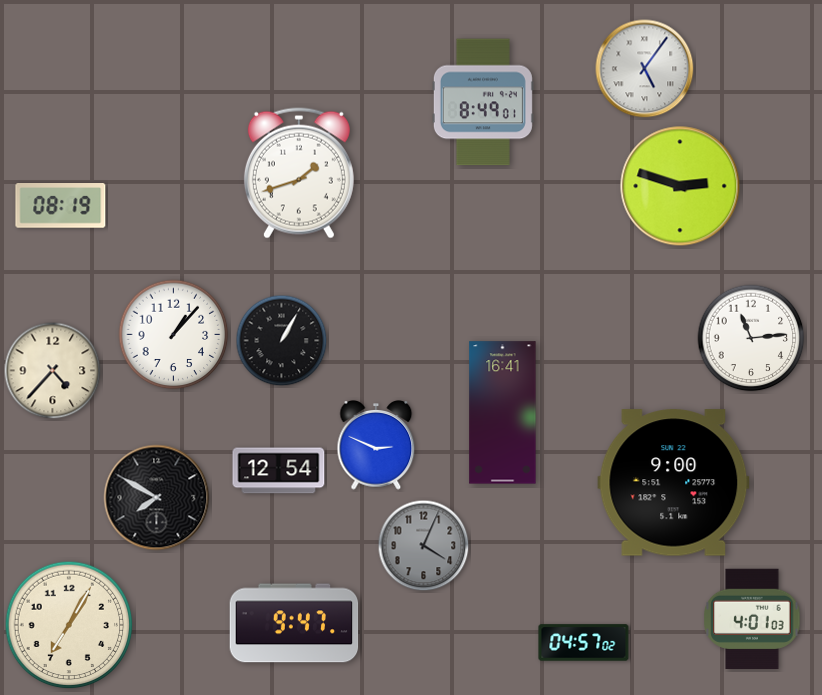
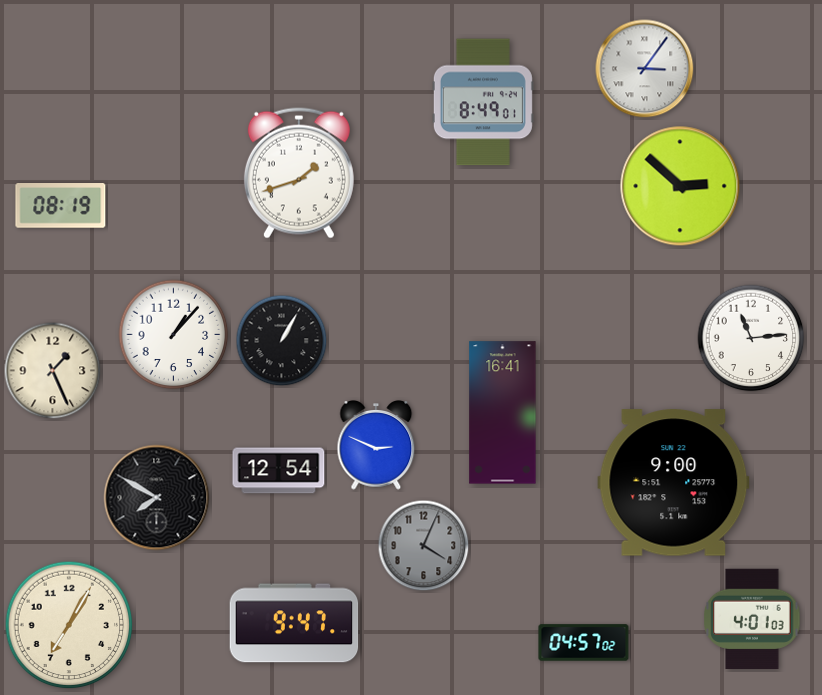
clock at (645, 69): 5:06 -> 3:06
clock at (680, 186): 2:48 -> 2:52
clock at (53, 371): 4:37 -> 1:26
